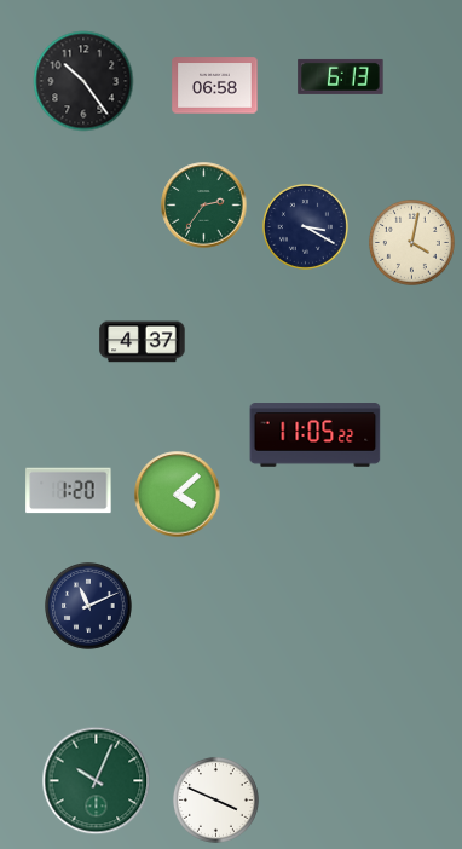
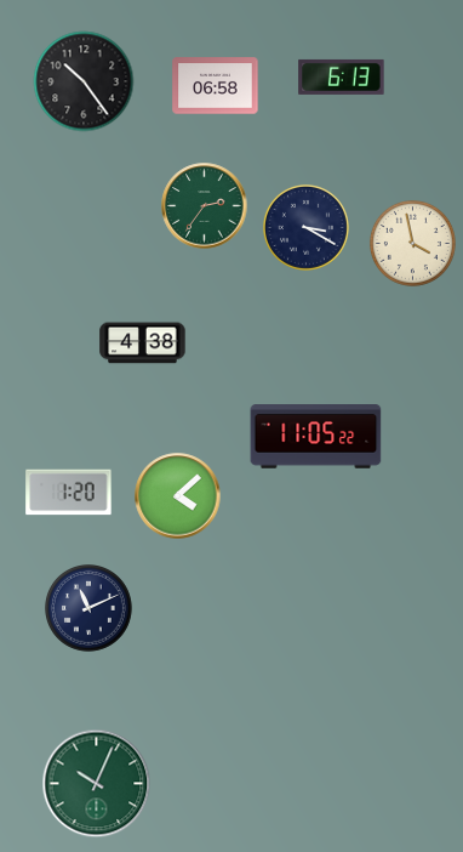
clock at (411, 242): 4:02 -> 3:58
clock at (143, 342): 4:37 -> 4:38
clock at (215, 799): 3:49 -> none
